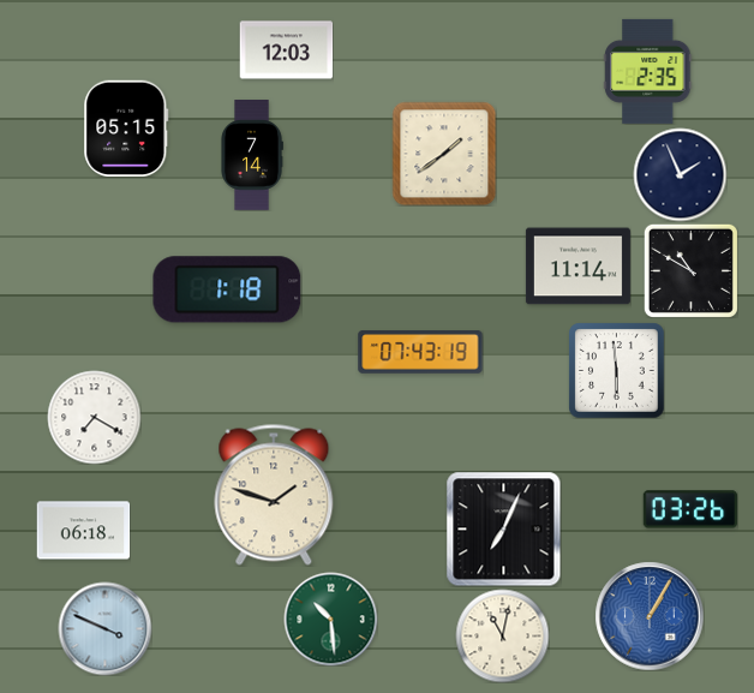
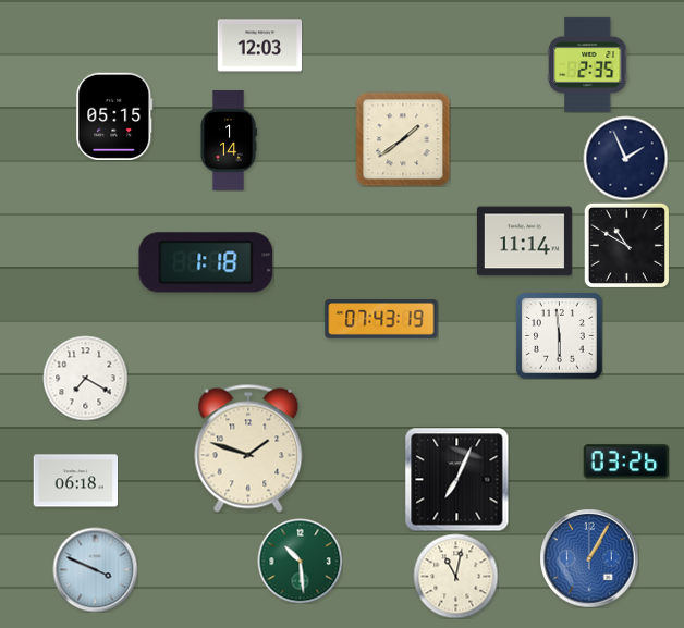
clock at (252, 156): 7:14 -> 1:14
clock at (680, 174) position: (680, 174) -> (625, 158)
